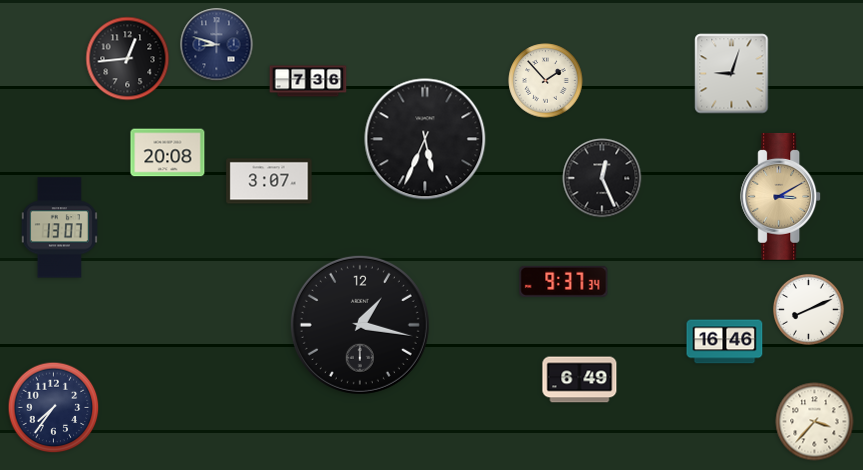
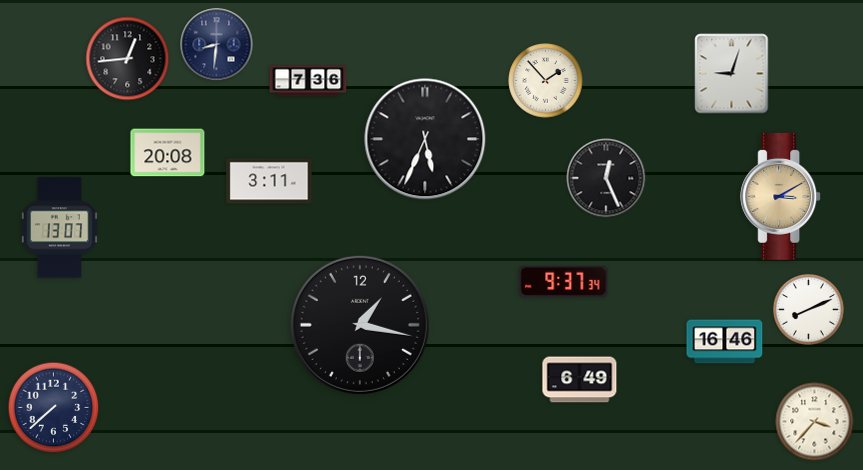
clock at (217, 45): 8:48 -> 8:31
clock at (602, 178) position: (602, 178) -> (606, 178)
clock at (269, 181): 3:07 -> 3:11
clock at (54, 408): 7:36 -> 7:38
